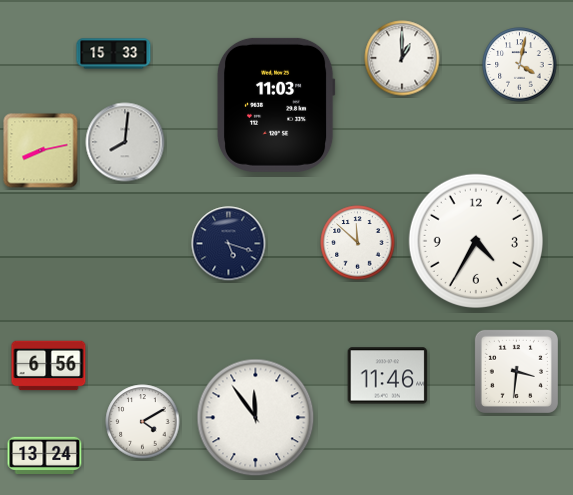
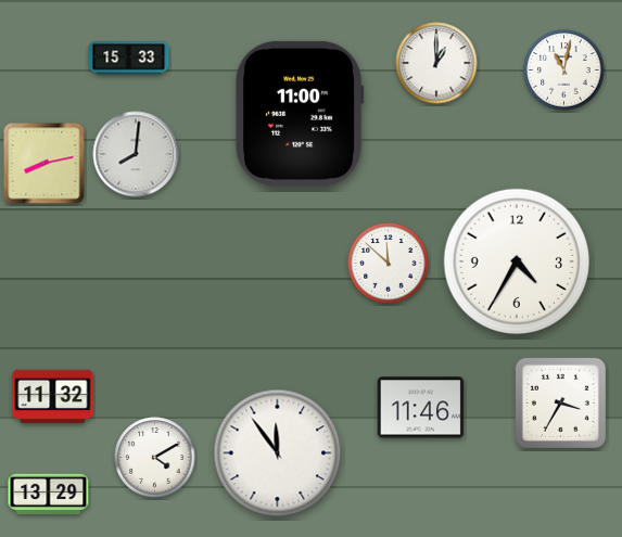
clock at (114, 54) position: (114, 54) -> (129, 59)
clock at (520, 65): 4:02 -> 11:02
clock at (276, 105): 11:03 -> 11:00
clock at (229, 244): 5:18 -> none
clock at (49, 366): 6:56 -> 11:32
clock at (516, 371): 3:31 -> 3:35
clock at (45, 456): 13:24 -> 13:29
